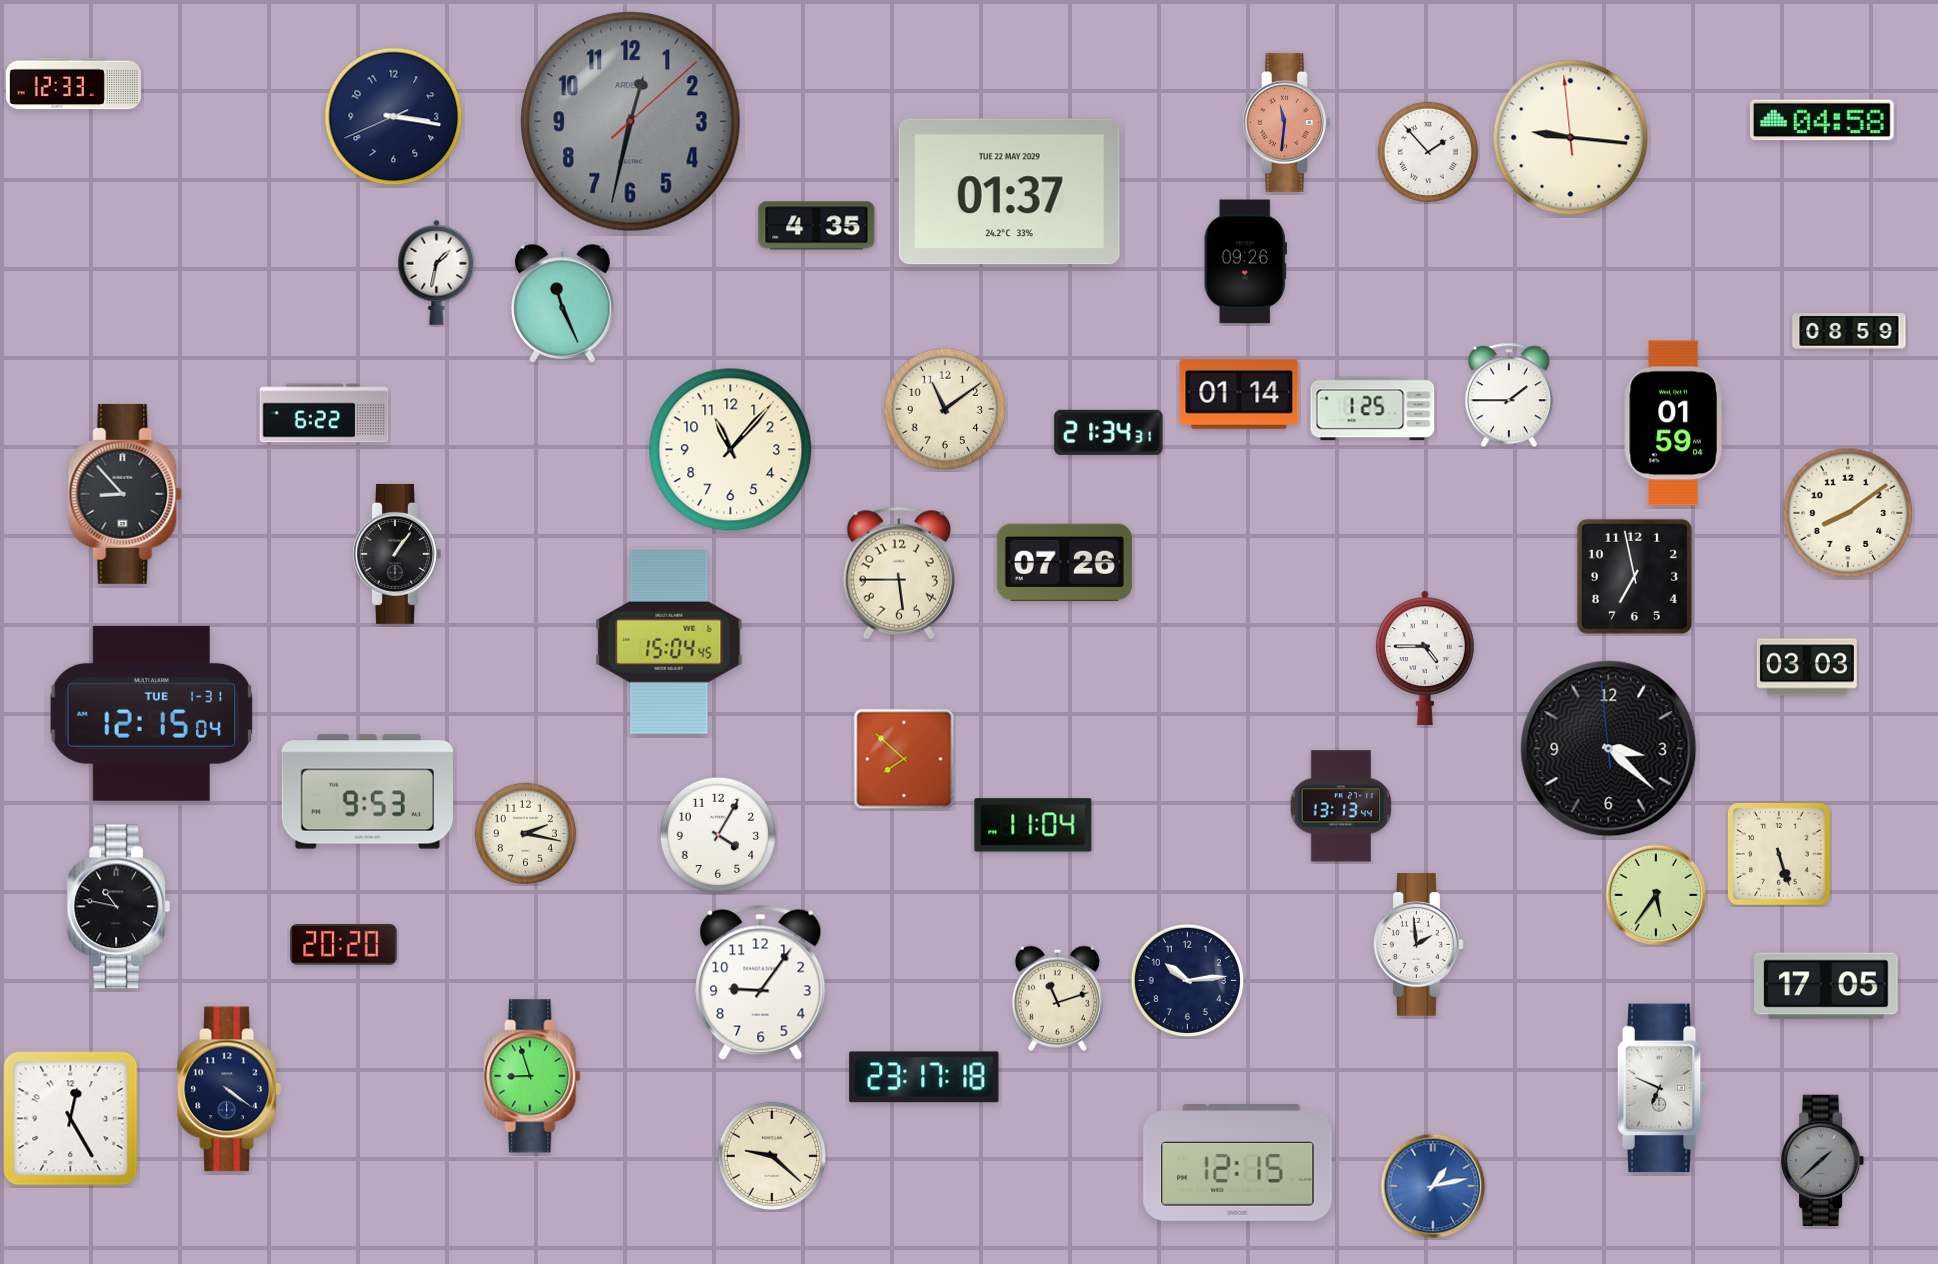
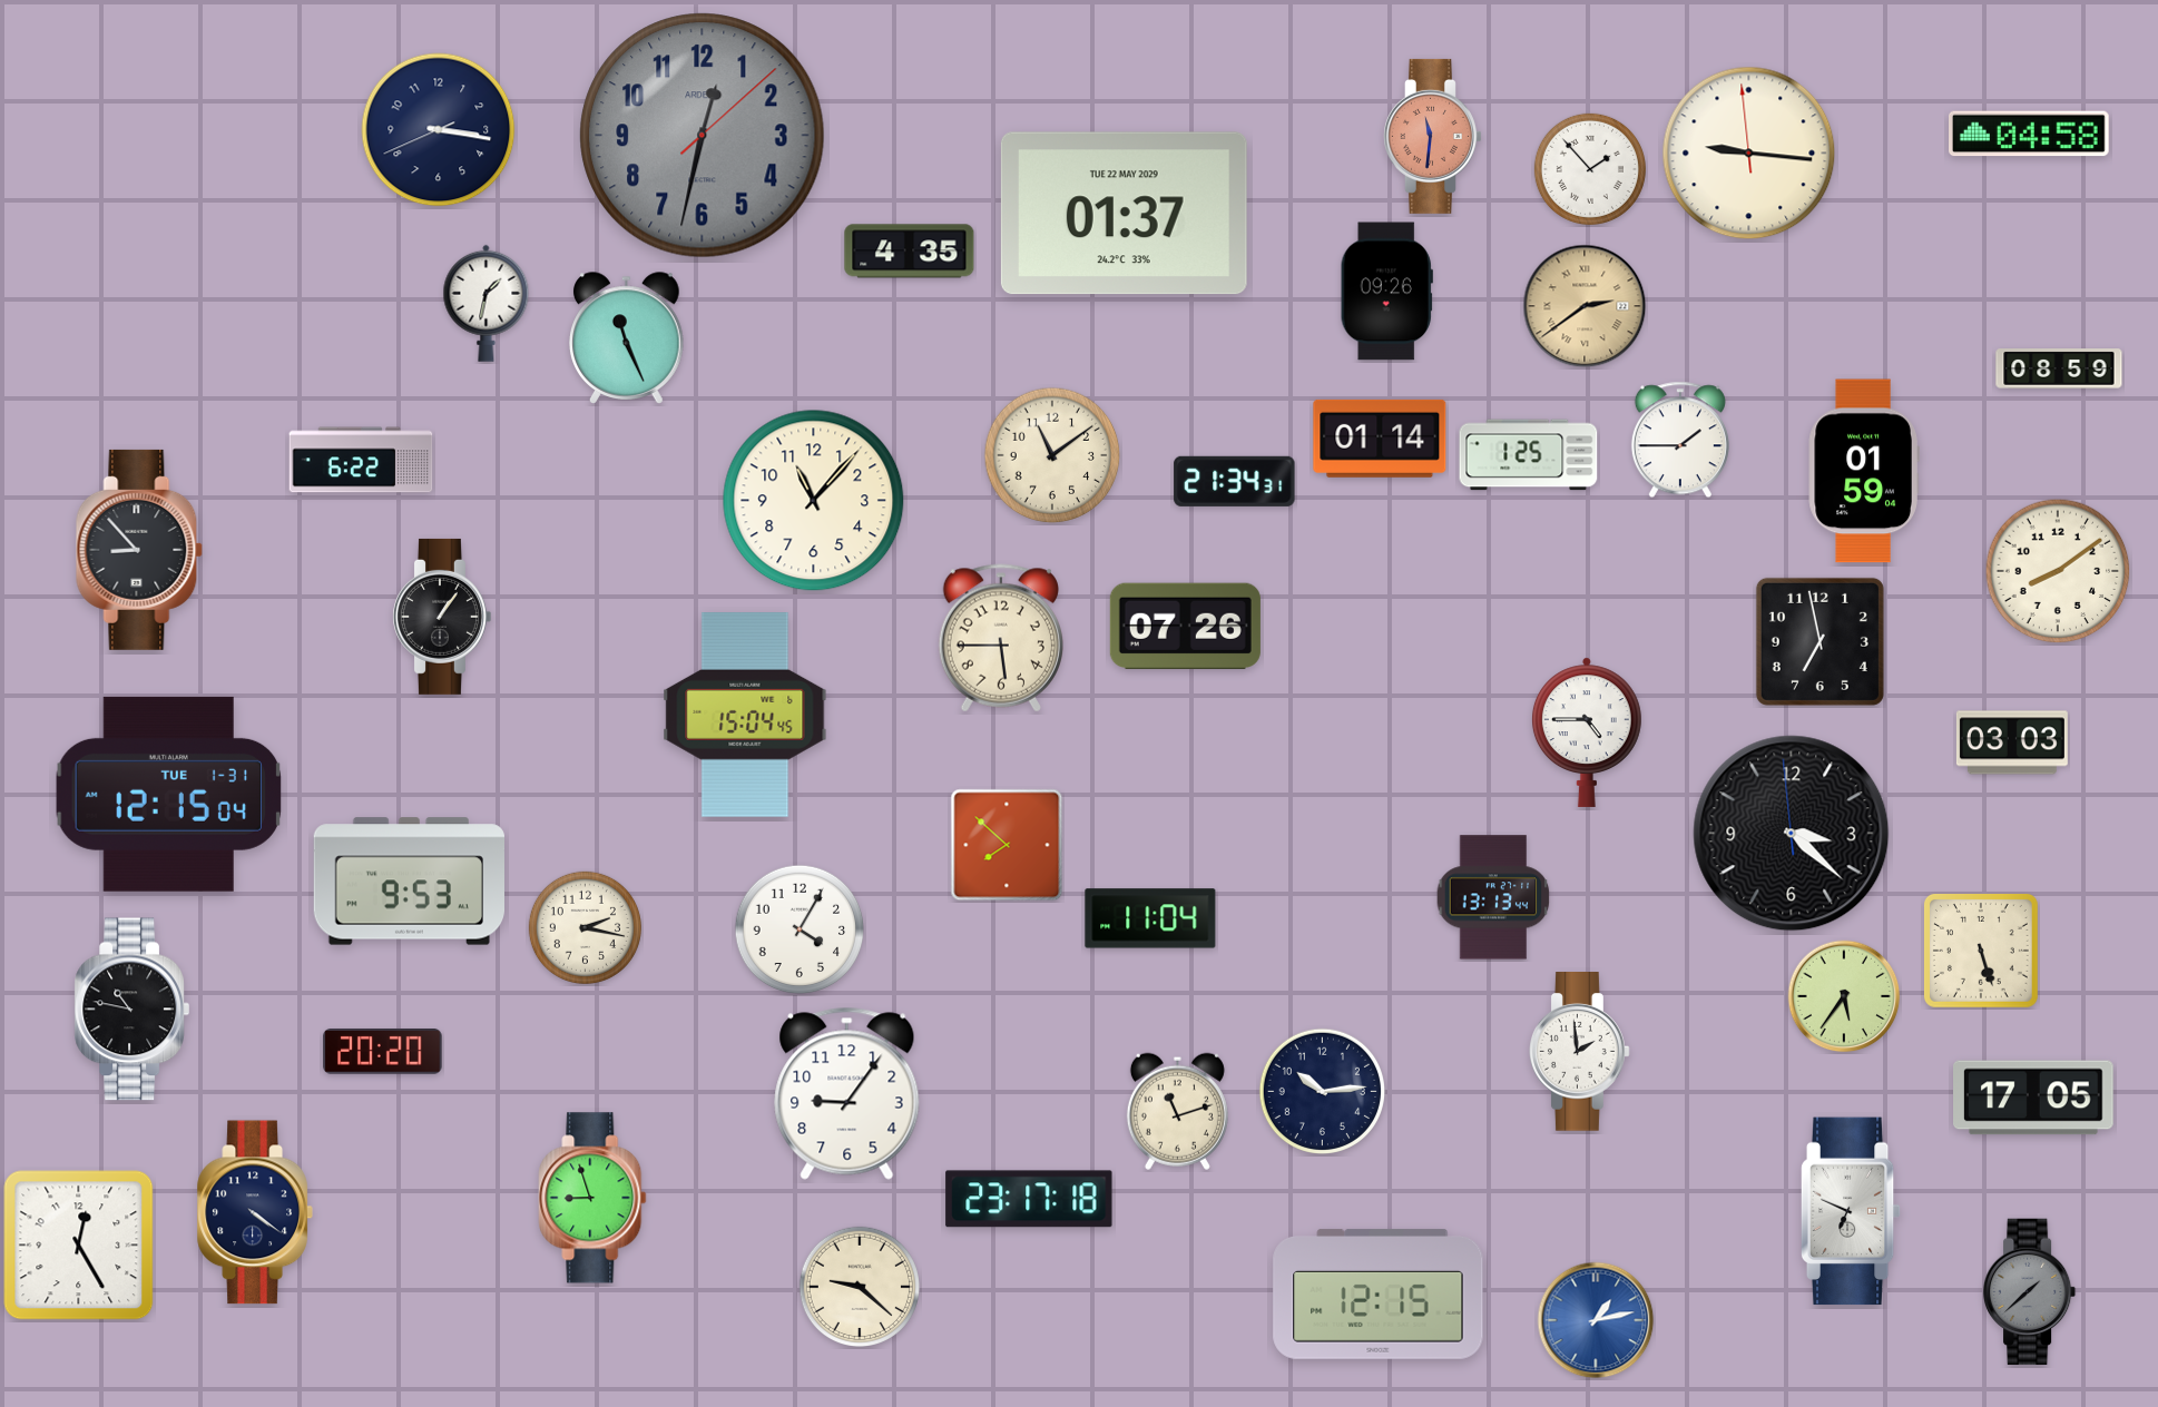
clock at (73, 84): 12:33 -> none
clock at (1585, 306): none -> 2:39
